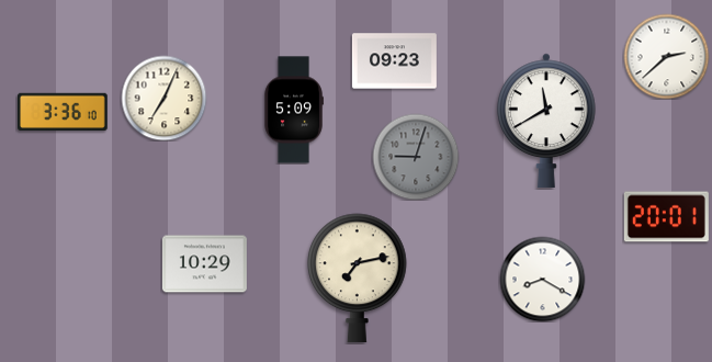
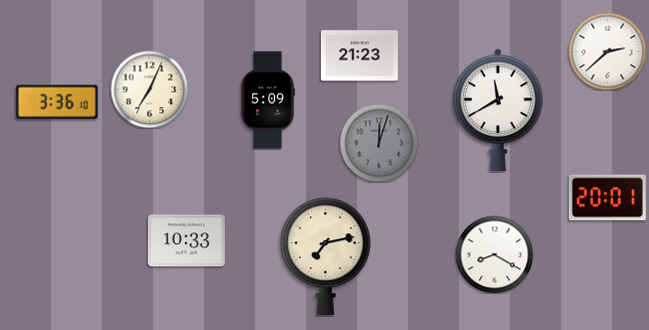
clock at (394, 61): 09:23 -> 21:23
clock at (416, 157): 9:03 -> 12:03
clock at (204, 264): 10:29 -> 10:33
clock at (358, 279) position: (358, 279) -> (326, 257)
